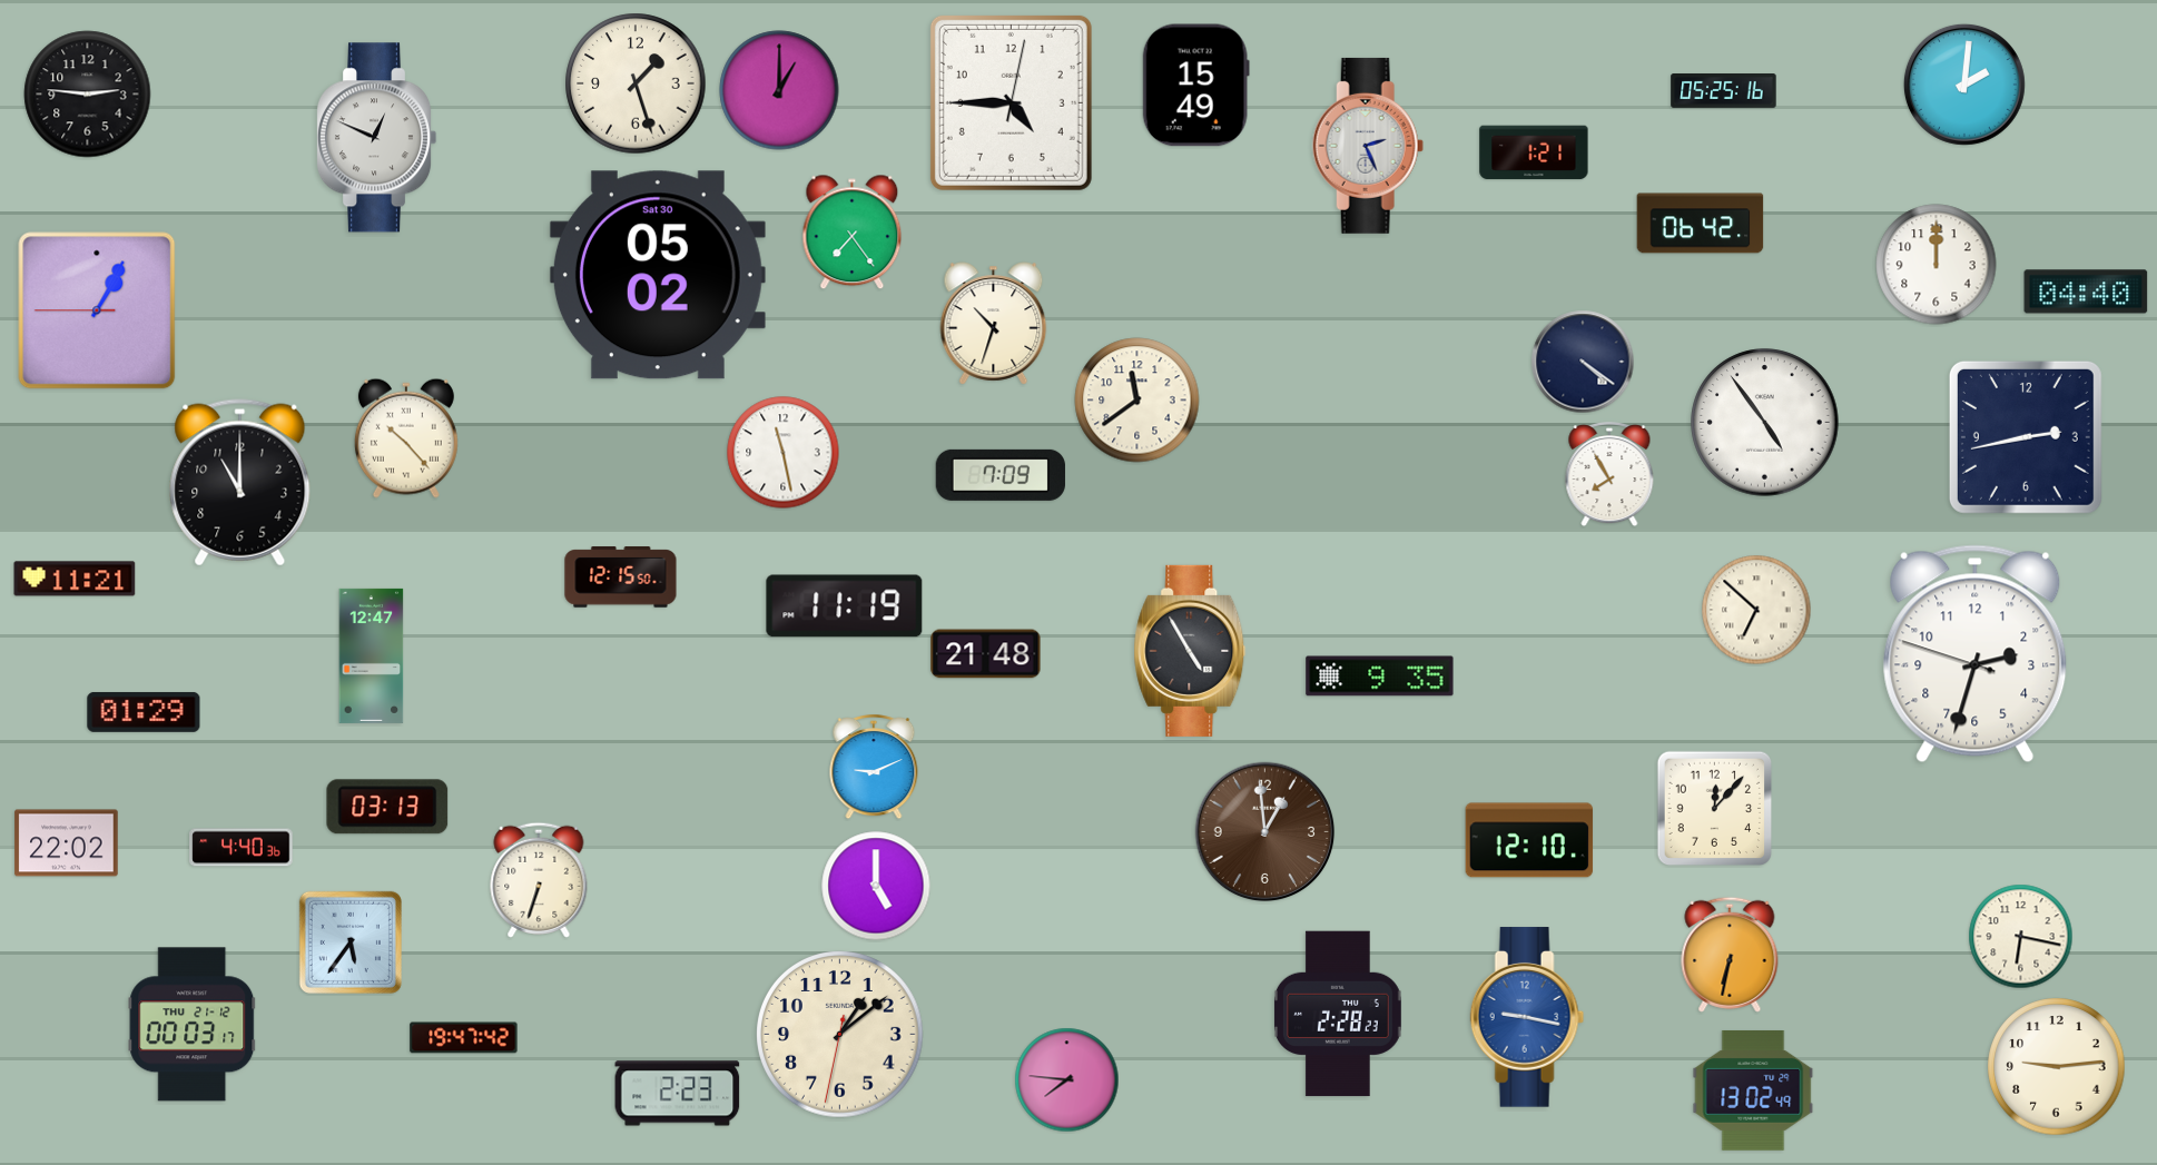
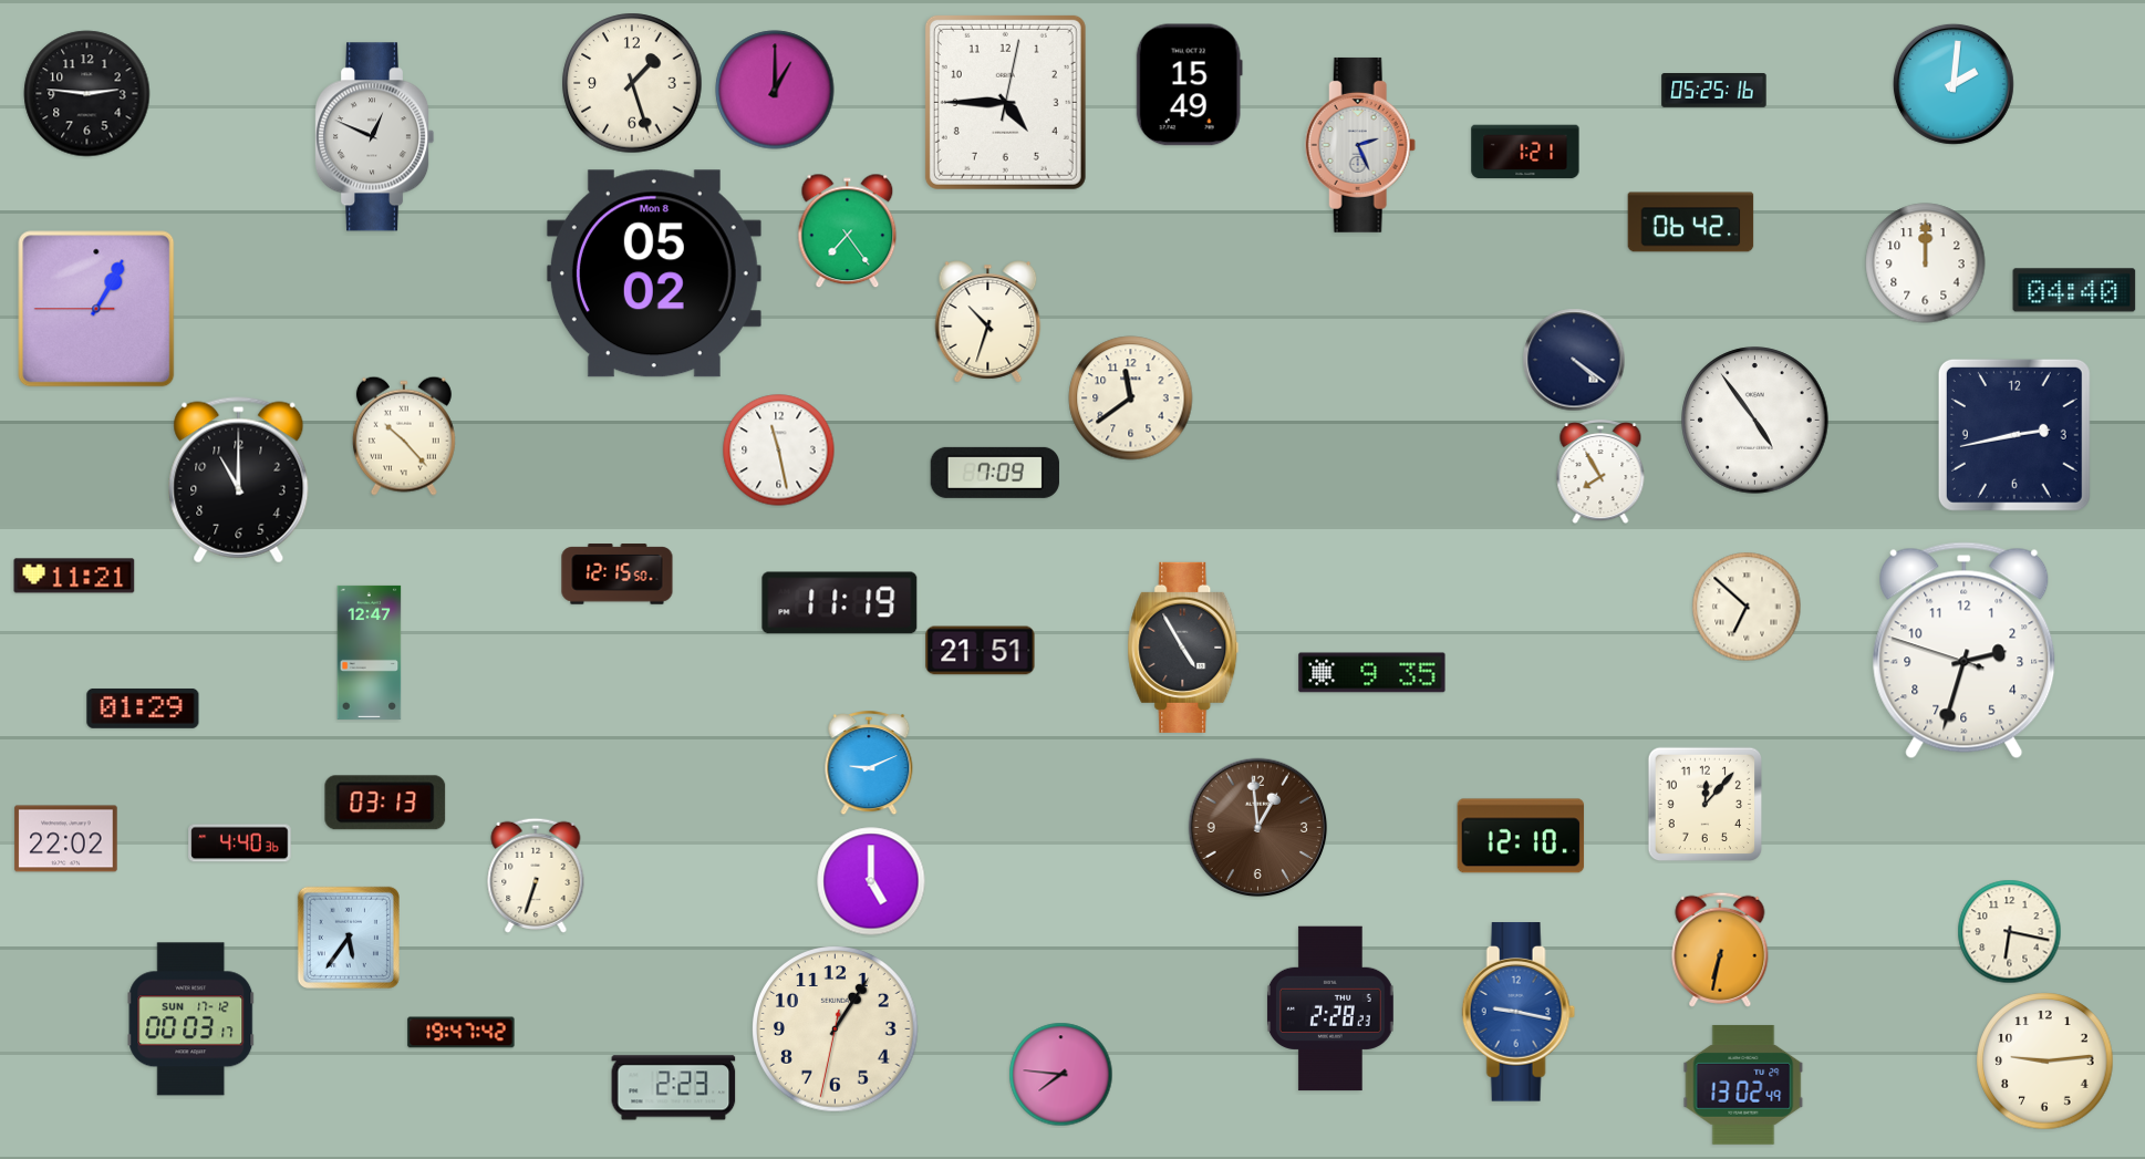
clock at (658, 275) date: Sat 30 -> Mon 8
clock at (986, 654): 21:48 -> 21:51
clock at (193, 1025) date: THU 21-12 -> SUN 17-12
clock at (840, 1035): 1:08 -> 1:05
